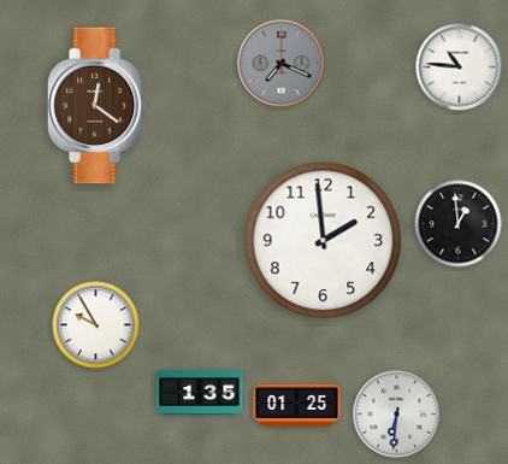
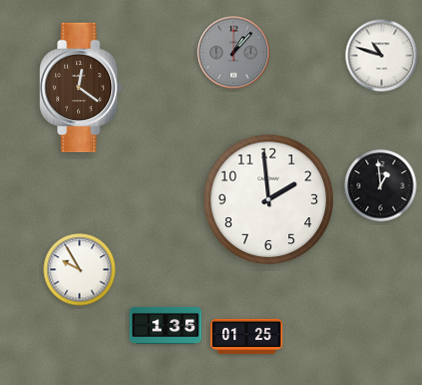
clock at (282, 64): 7:19 -> 1:07
clock at (460, 67): 10:46 -> 10:48
clock at (397, 415): 6:31 -> none
